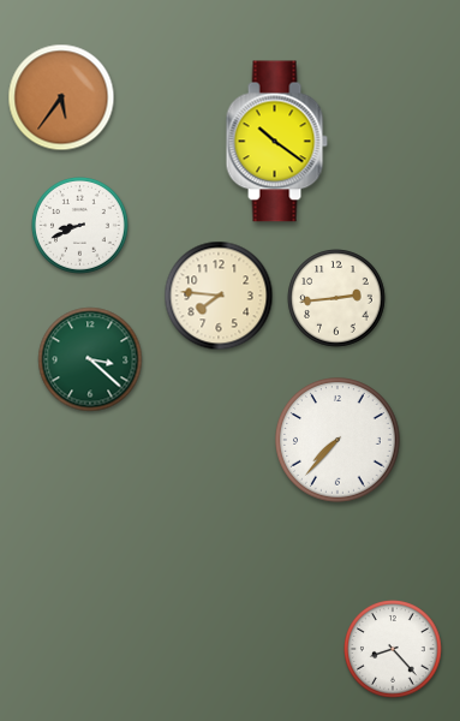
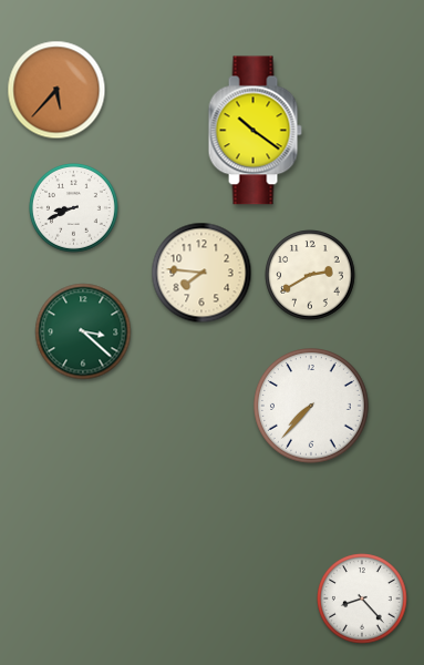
clock at (61, 97): 5:36 -> 5:37
clock at (336, 298): 2:44 -> 2:40
